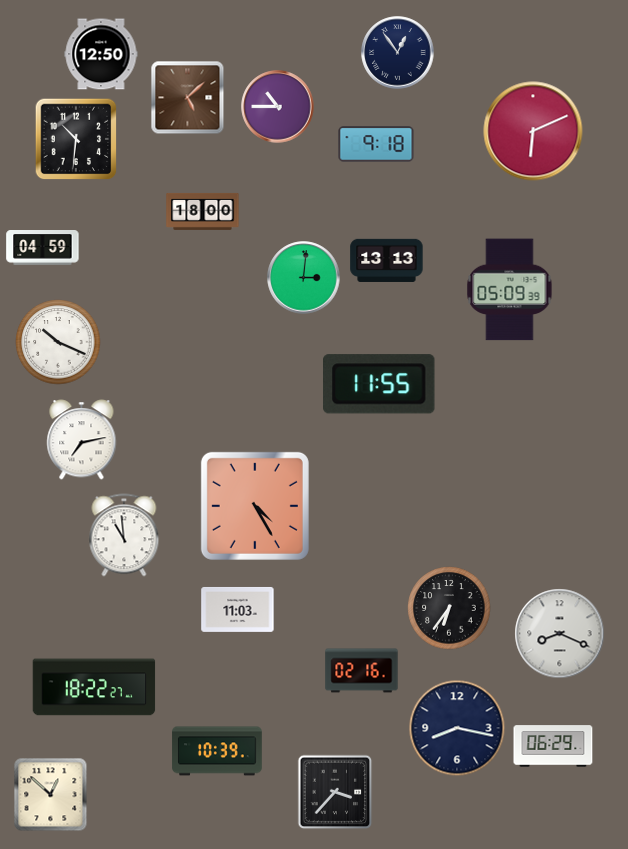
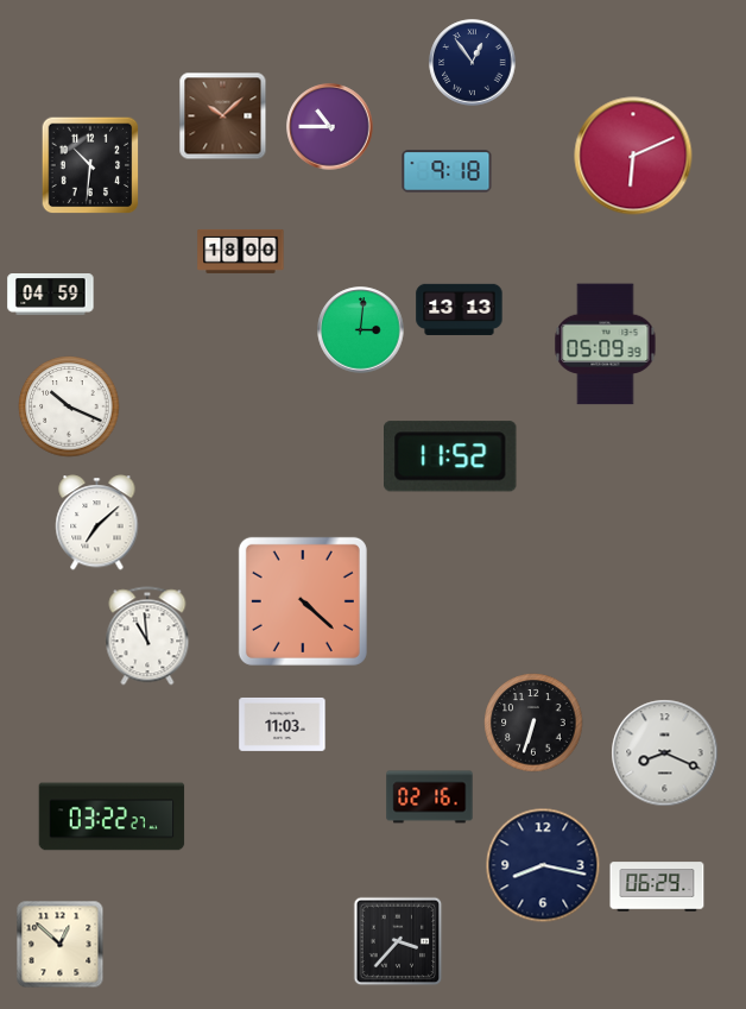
clock at (101, 54): 12:50 -> none
clock at (188, 98): 5:08 -> 10:08
clock at (380, 384): 11:55 -> 11:52
clock at (82, 440): 7:13 -> 7:08
clock at (255, 506): 4:25 -> 4:22
clock at (449, 608): 6:36 -> 6:33
clock at (94, 687): 18:22 -> 03:22
clock at (217, 751): 10:39 -> none
